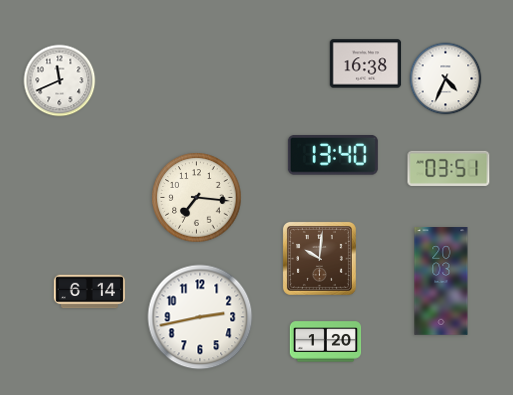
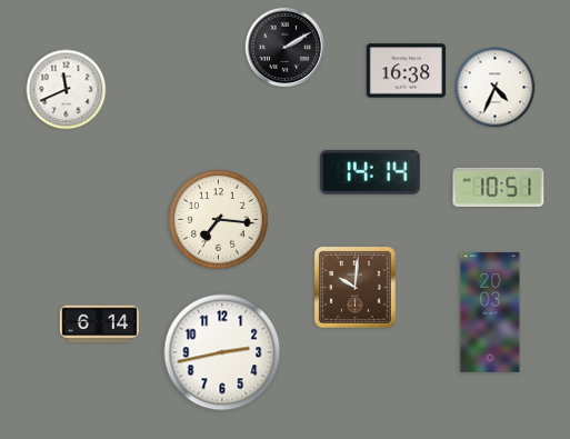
clock at (286, 48): none -> 2:10
clock at (333, 156): 13:40 -> 14:14
clock at (449, 168): 03:51 -> 10:51
clock at (326, 342): 1:20 -> none
